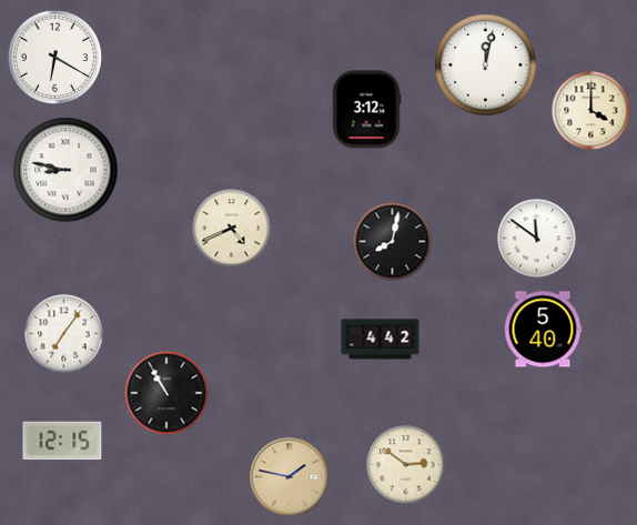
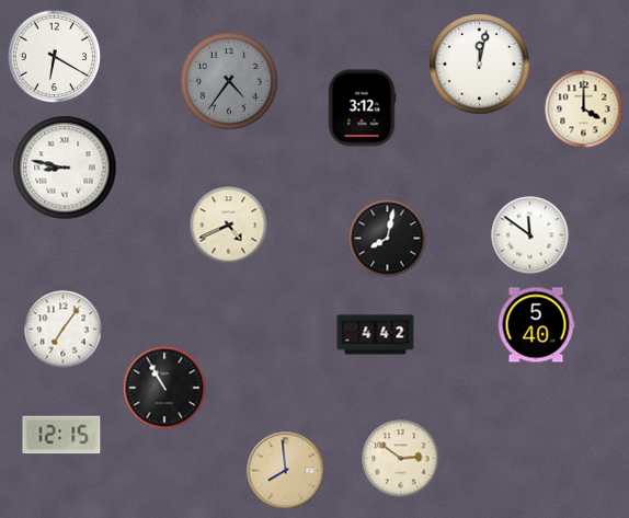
clock at (229, 81): none -> 4:36
clock at (290, 477): 1:47 -> 7:59
